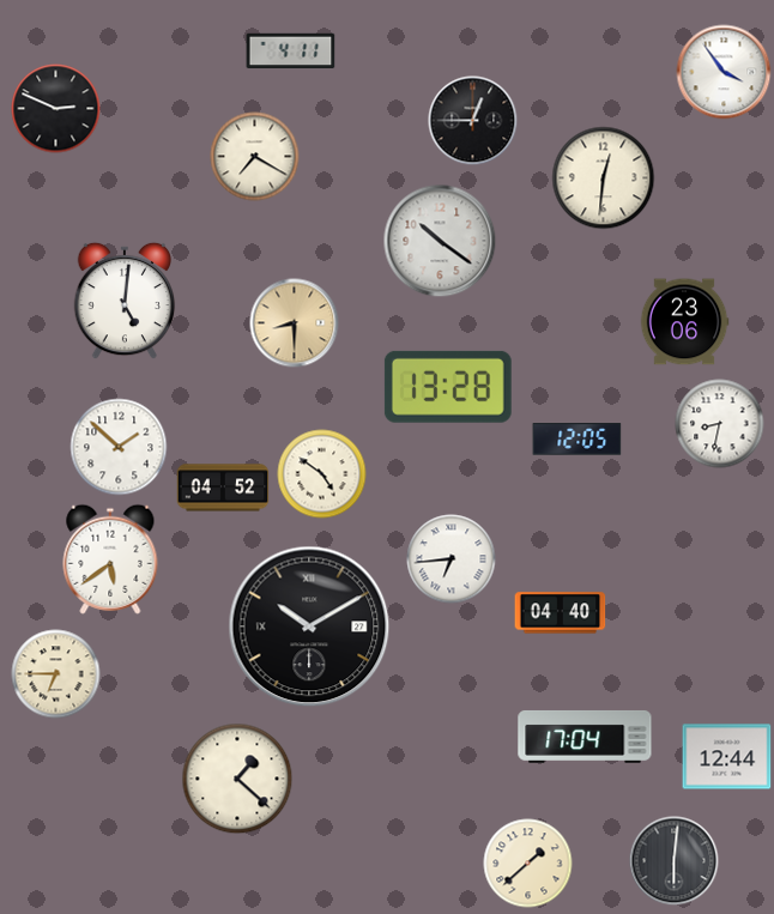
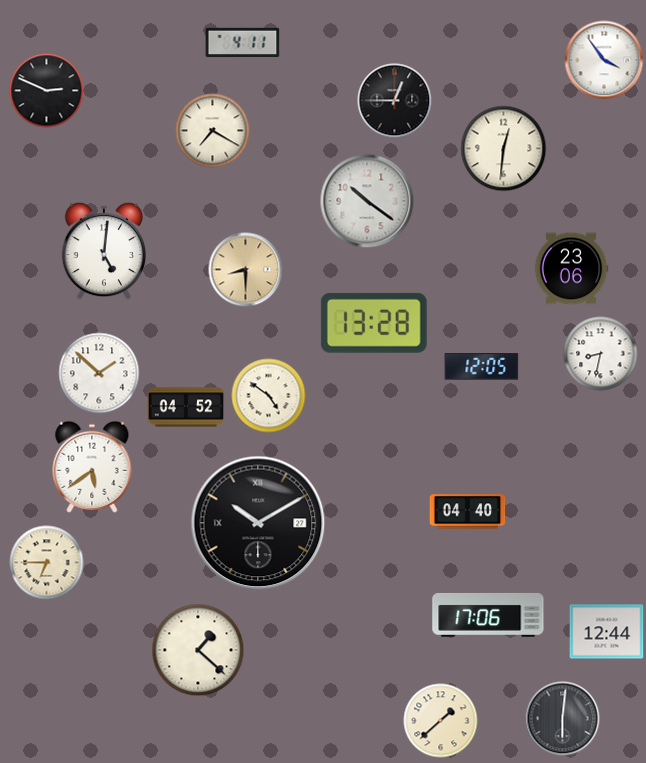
clock at (452, 559): 6:44 -> none
clock at (585, 737): 17:04 -> 17:06
